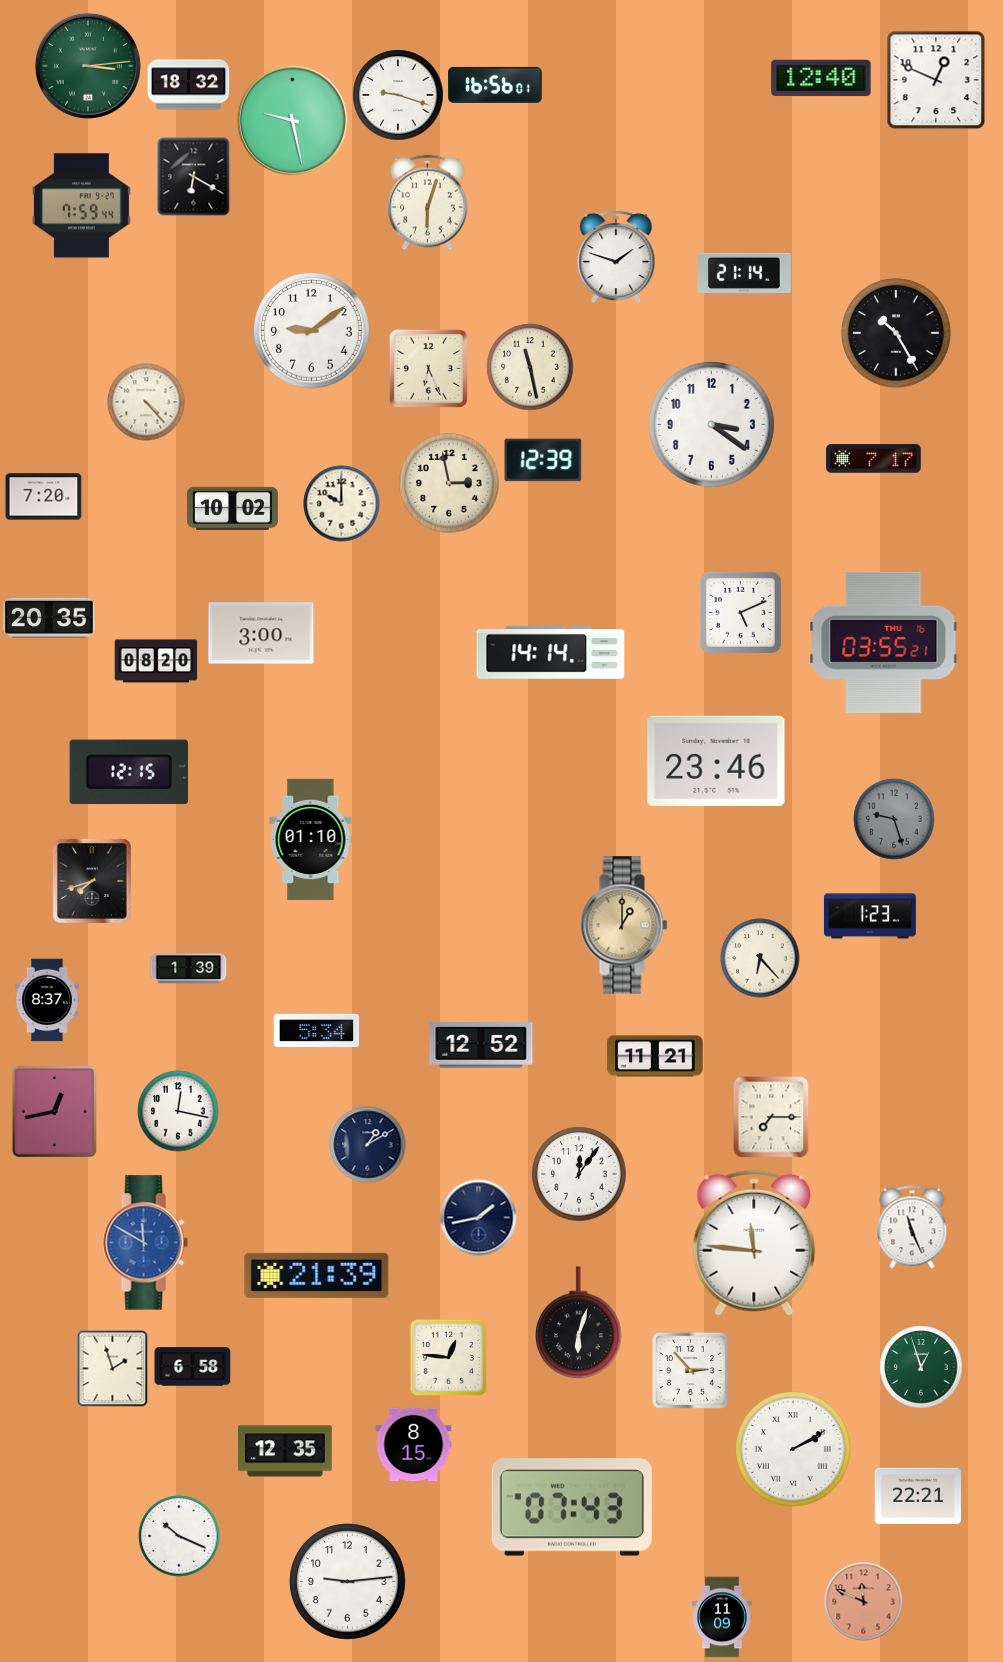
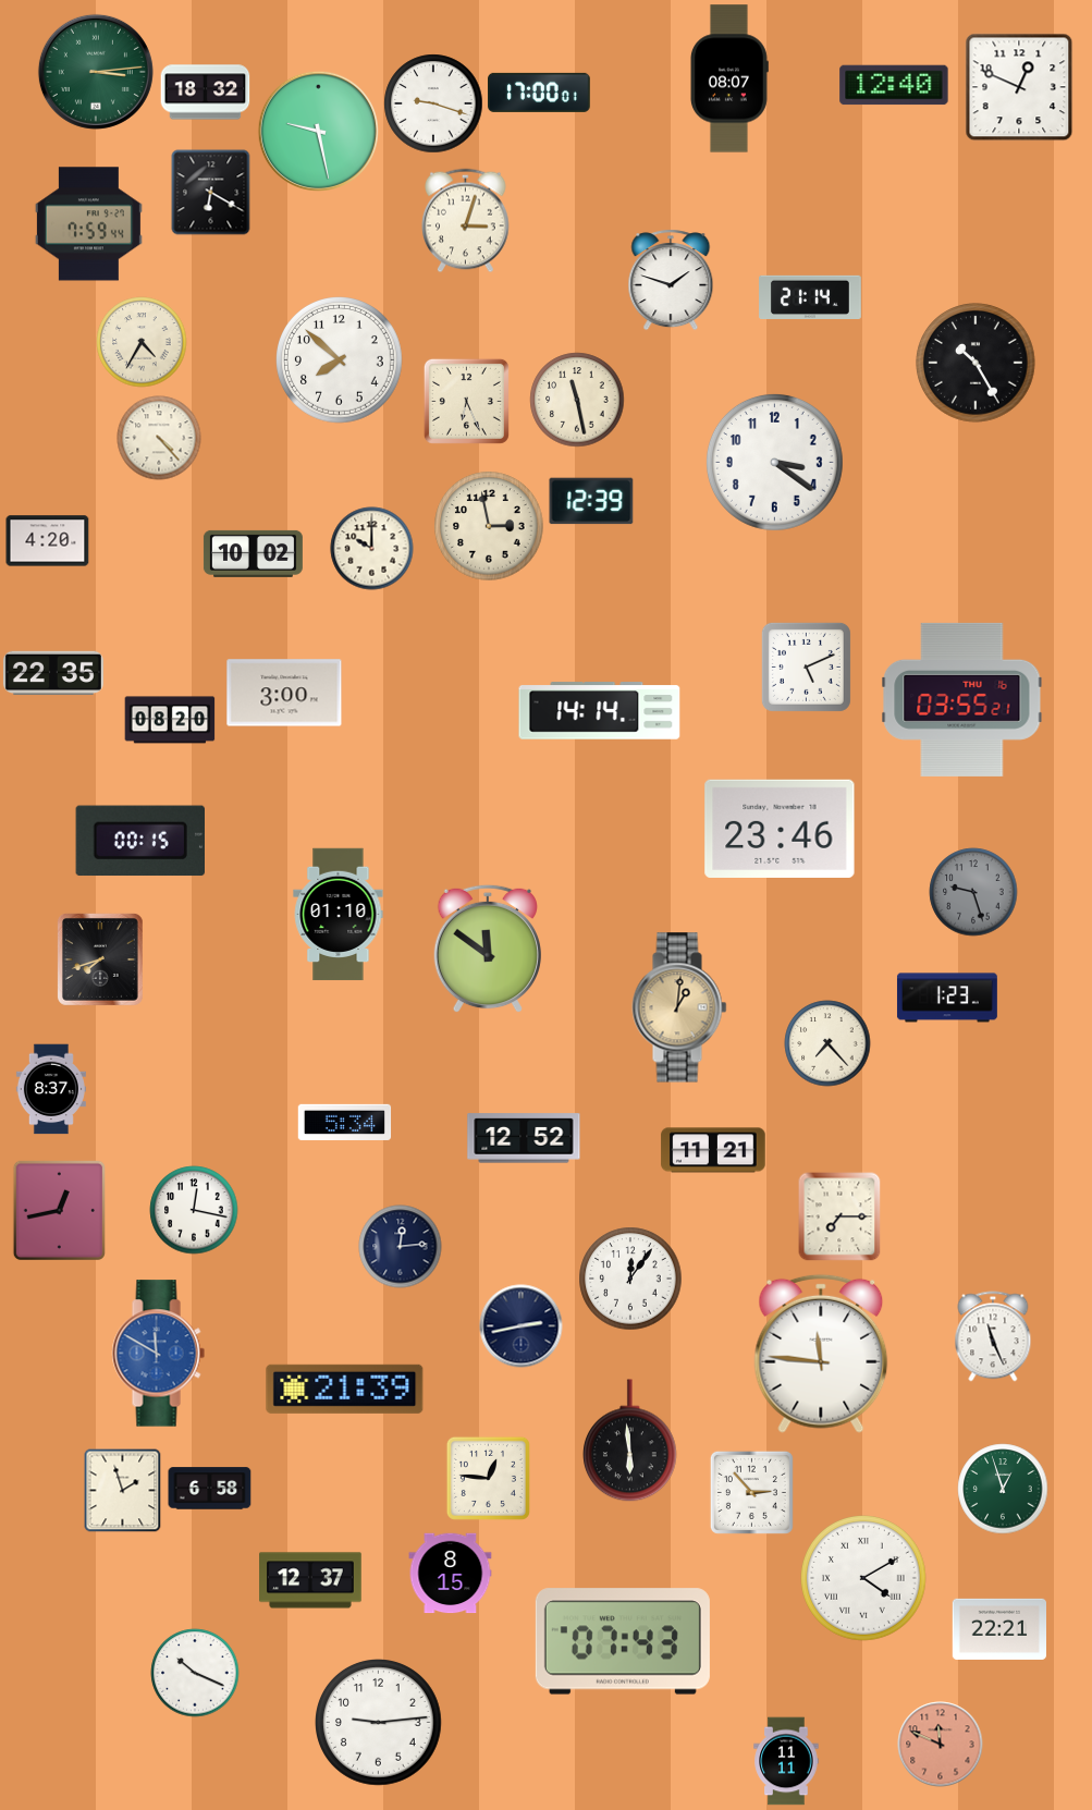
clock at (728, 78): none -> 08:07
clock at (496, 85): 16:56 -> 17:00
clock at (428, 203): 6:03 -> 3:03
clock at (142, 342): none -> 4:35
clock at (312, 331): 9:09 -> 7:52
clock at (874, 459): 7:17 -> none
clock at (44, 497): 7:20 -> 4:20
clock at (49, 618): 20:35 -> 22:35
clock at (261, 633) position: (261, 633) -> (284, 693)
clock at (128, 772): 12:15 -> 00:15
clock at (488, 949): none -> 11:51
clock at (624, 925): 1:00 -> 1:01
clock at (760, 958): 6:23 -> 7:23
clock at (189, 969): 1:39 -> none
clock at (368, 1145): 1:10 -> 12:14
clock at (479, 1218): 1:43 -> 2:43
clock at (579, 1323): 6:03 -> 5:59
clock at (794, 1450): 2:10 -> 4:10
clock at (285, 1451): 12:35 -> 12:37
clock at (722, 1617): 11:09 -> 11:11
